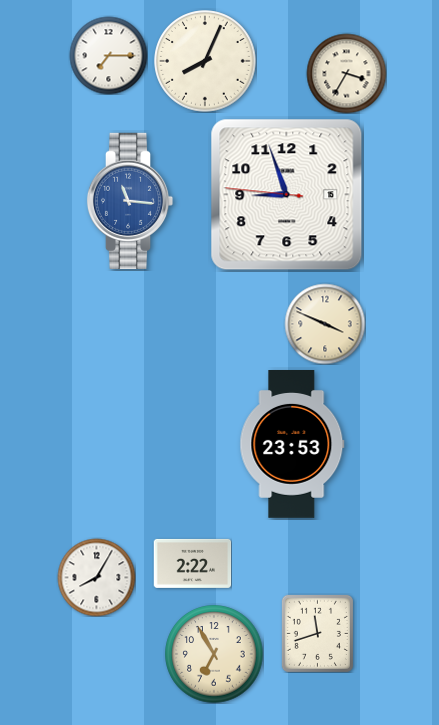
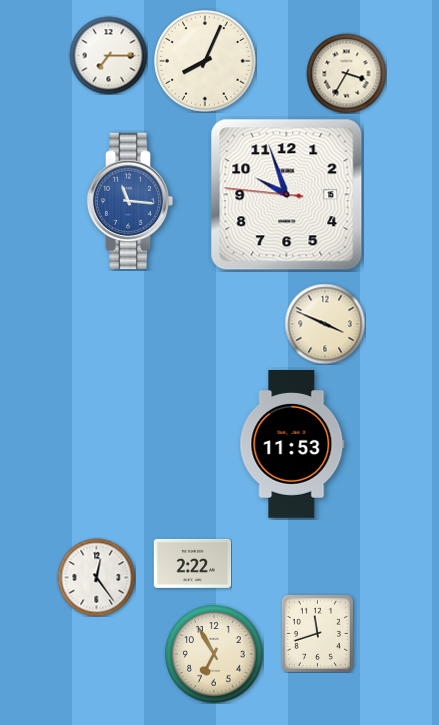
clock at (287, 195): 8:56 -> 9:56
clock at (292, 445): 23:53 -> 11:53
clock at (96, 577): 8:05 -> 12:24
